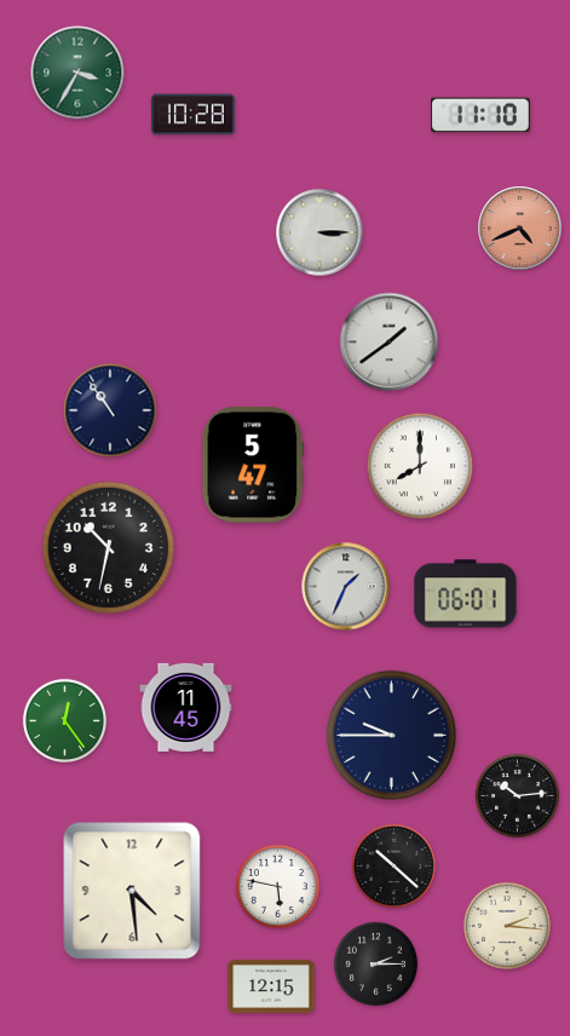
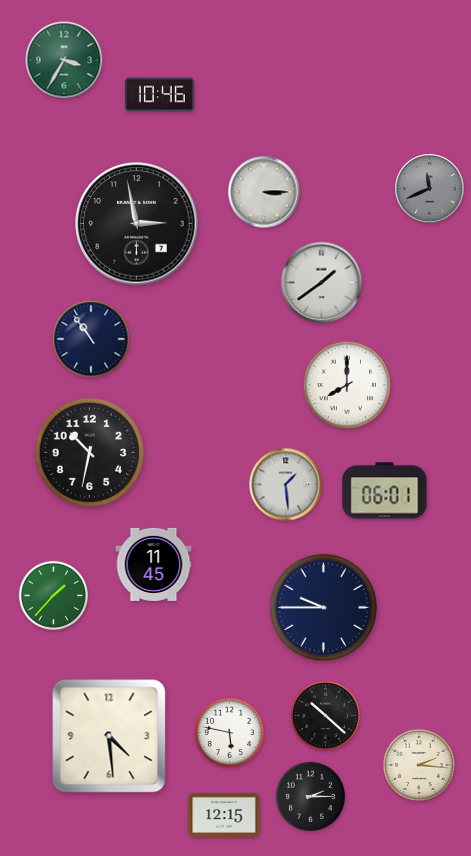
clock at (194, 115): 10:28 -> 10:46
clock at (482, 115): 11:10 -> none
clock at (520, 229): 4:41 -> 11:41
clock at (520, 229) dial: salmon -> grey
clock at (137, 224): none -> 2:58
clock at (253, 465): 5:47 -> none
clock at (346, 587): 1:34 -> 1:29
clock at (186, 707) position: (186, 707) -> (154, 564)
clock at (64, 720): 12:24 -> 1:37
clock at (517, 795): 10:14 -> none
